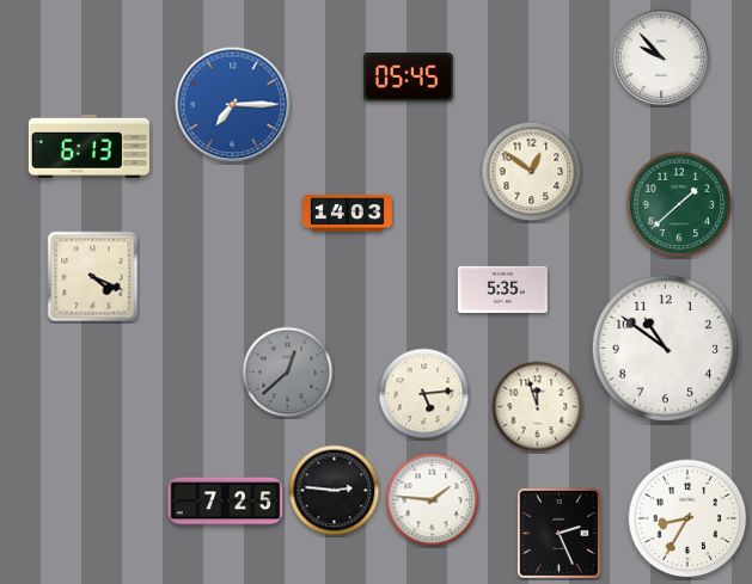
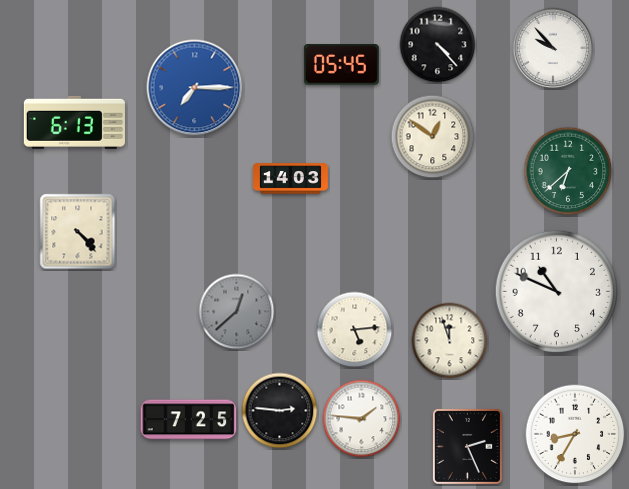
clock at (438, 45): none -> 4:23
clock at (532, 172) position: (532, 172) -> (433, 137)
clock at (679, 204): 1:38 -> 6:38
clock at (93, 277): 4:19 -> 4:23
clock at (502, 289): 5:35 -> none
clock at (665, 348): 10:51 -> 10:49
clock at (288, 373) position: (288, 373) -> (237, 312)
